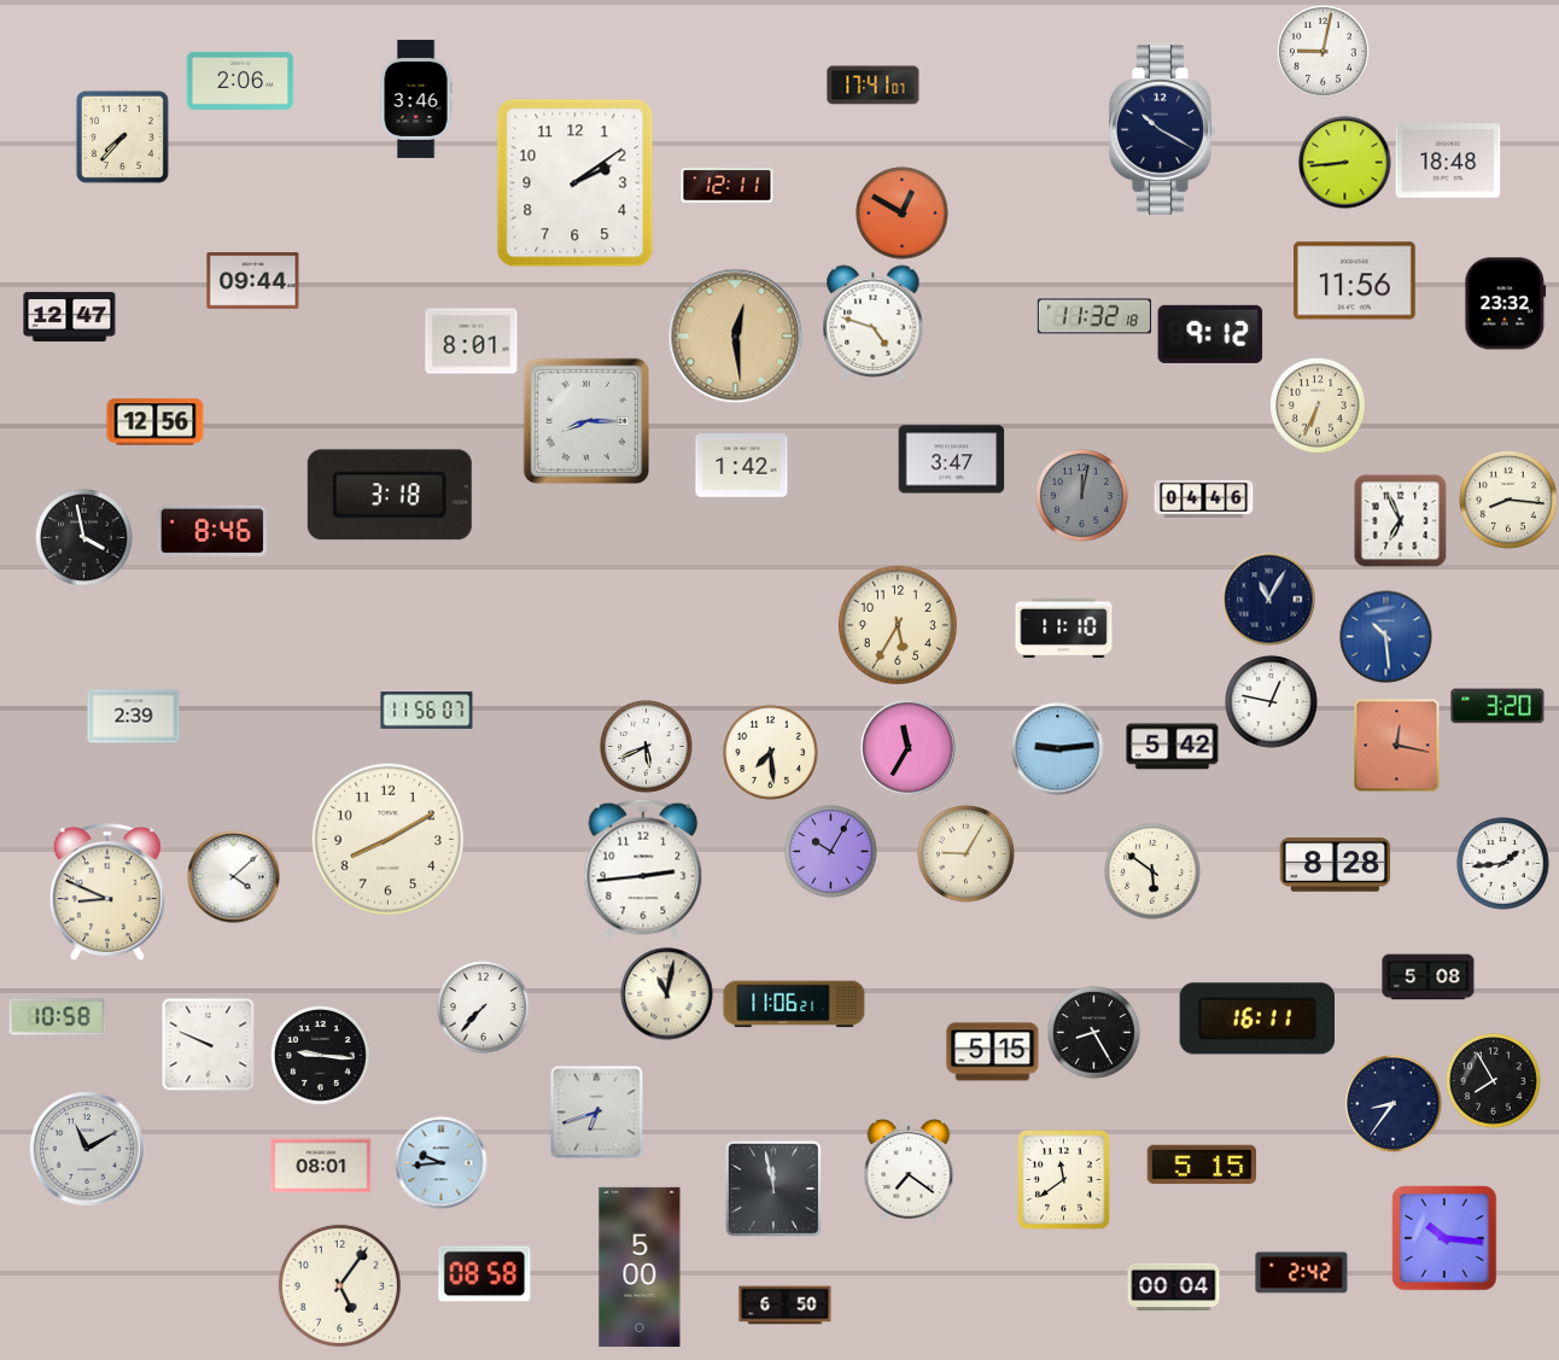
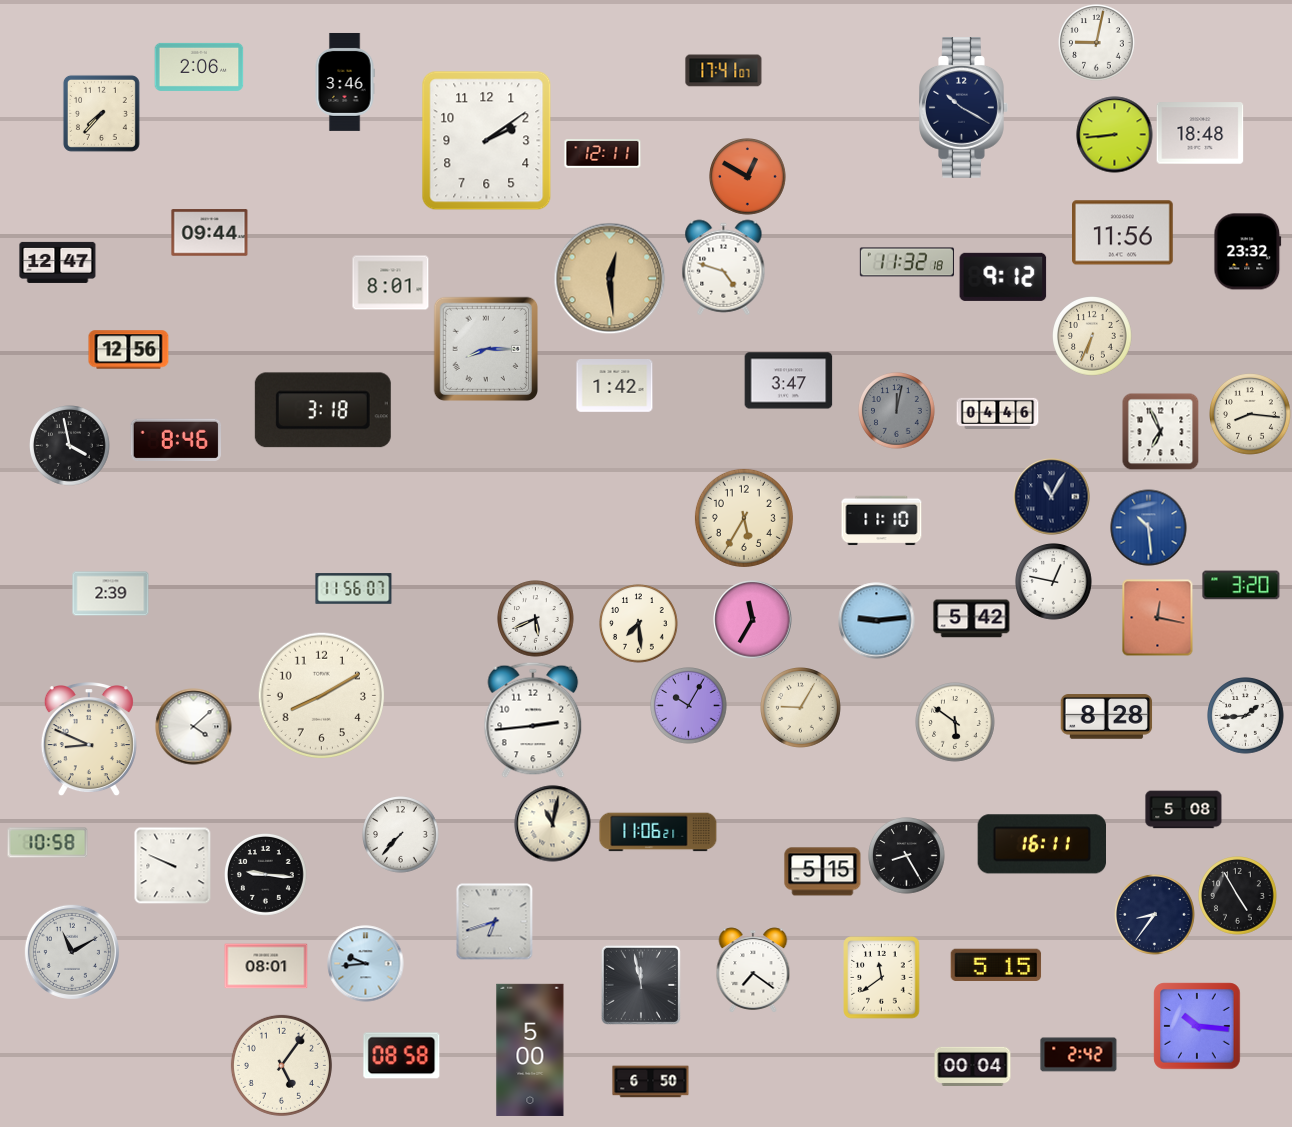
clock at (576, 183) position: (576, 183) -> (487, 141)
clock at (1494, 1081): 7:55 -> 4:55
